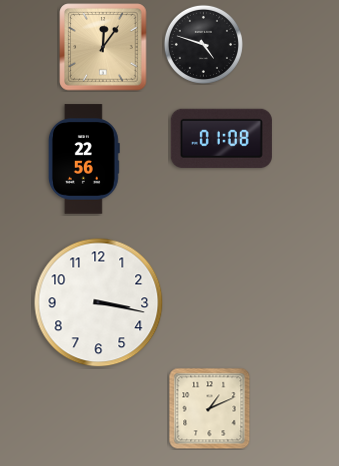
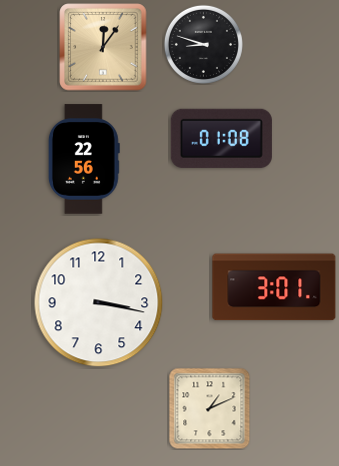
clock at (203, 44): 4:48 -> 8:48
clock at (274, 287): none -> 3:01
